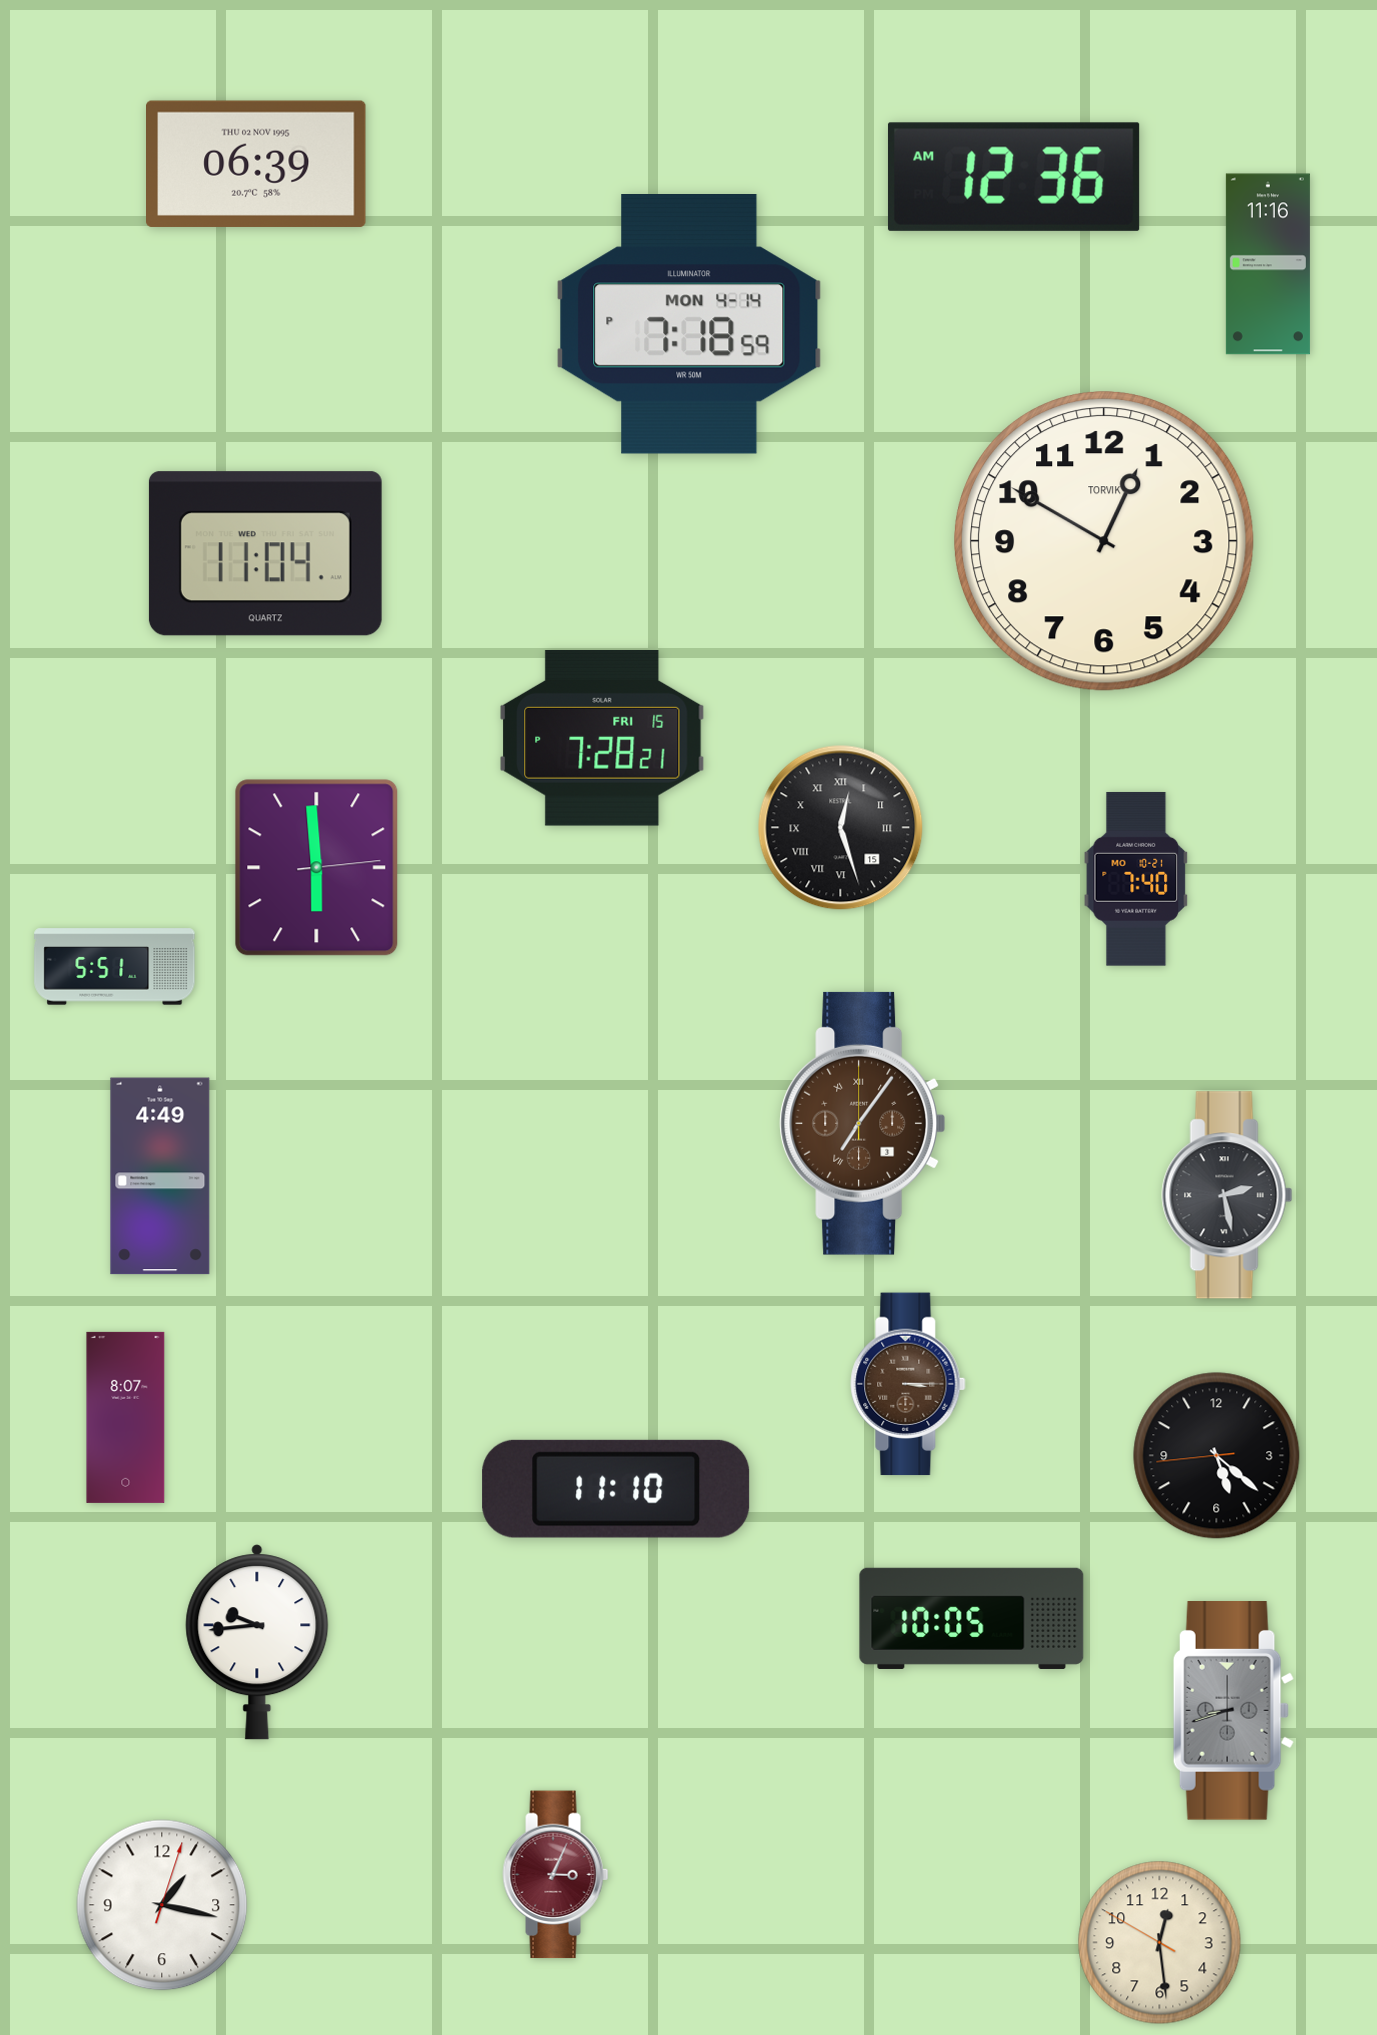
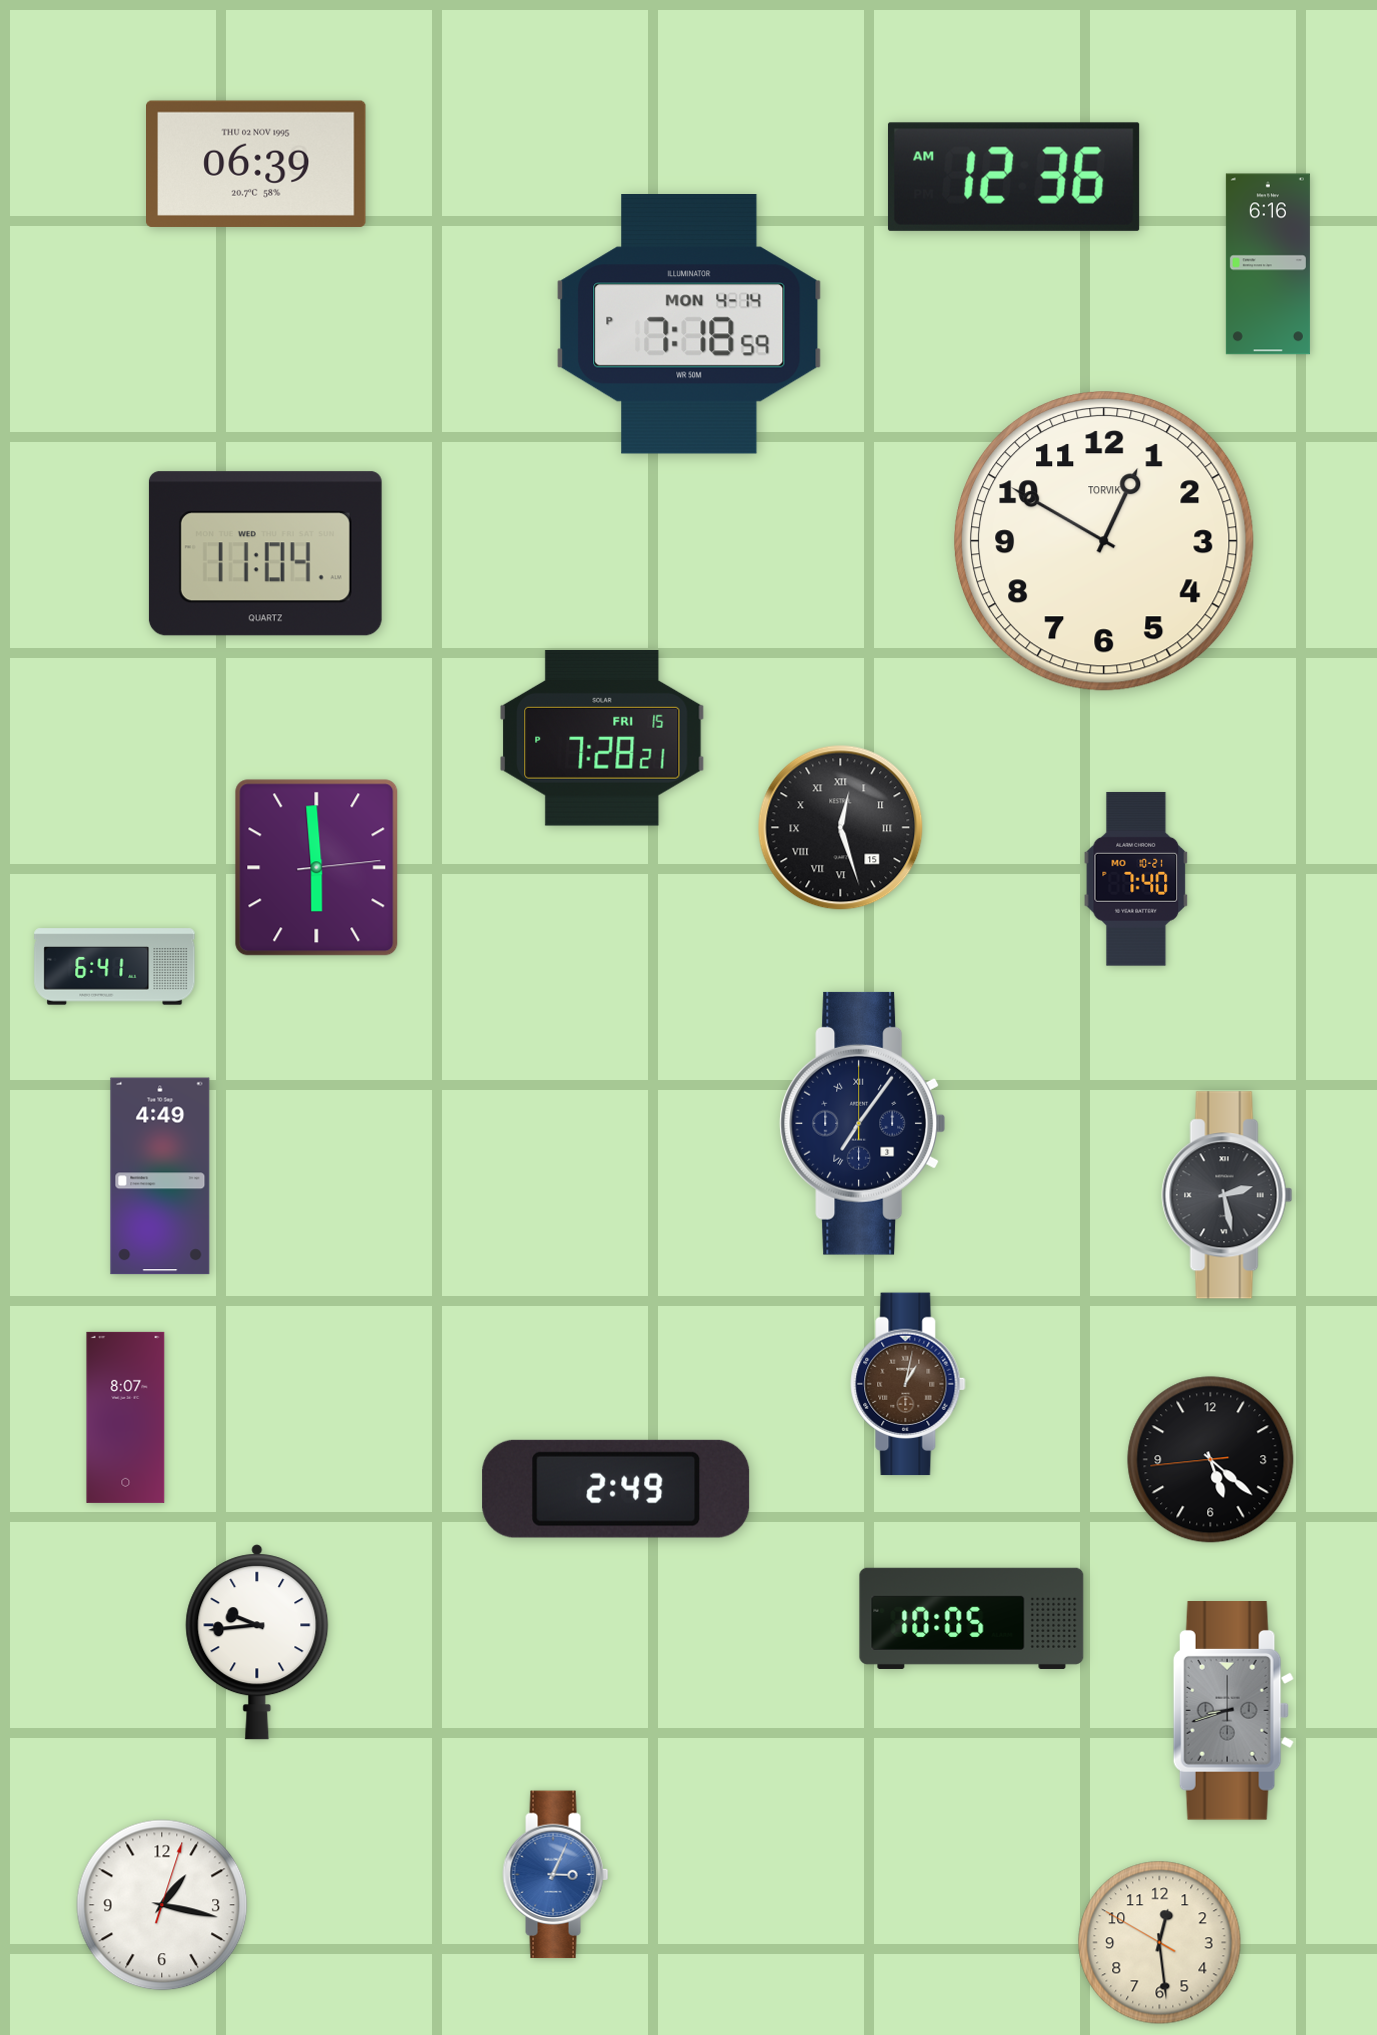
clock at (1268, 264): 11:16 -> 6:16
clock at (115, 967): 5:51 -> 6:41
clock at (863, 1123) dial: brown -> navy
clock at (908, 1384): 3:15 -> 1:02
clock at (1217, 1456) position: (1217, 1456) -> (1211, 1460)
clock at (616, 1489): 11:10 -> 2:49
clock at (556, 1875) dial: burgundy -> blue
